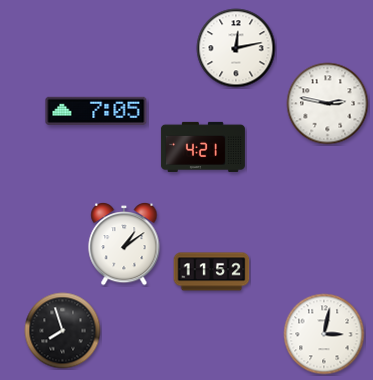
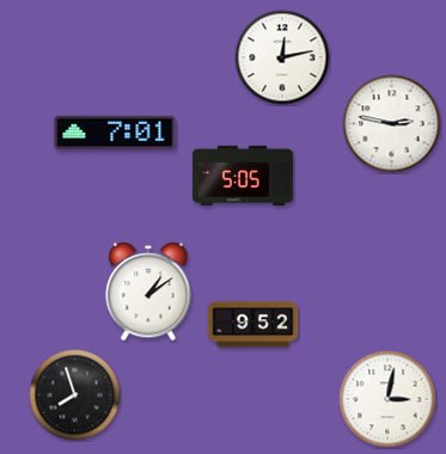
clock at (96, 111): 7:05 -> 7:01
clock at (203, 147): 4:21 -> 5:05
clock at (212, 272): 11:52 -> 9:52
